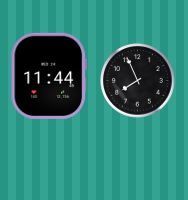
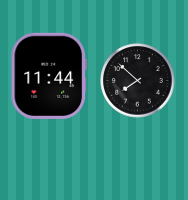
clock at (138, 81): 7:56 -> 7:52
